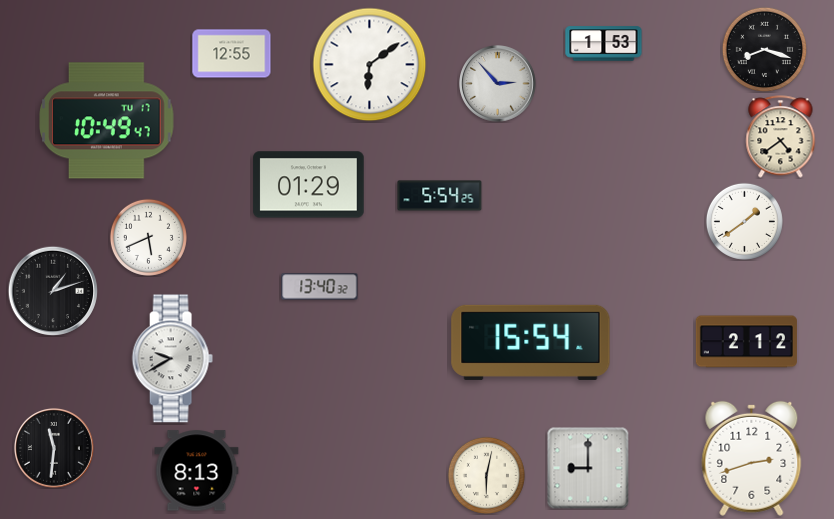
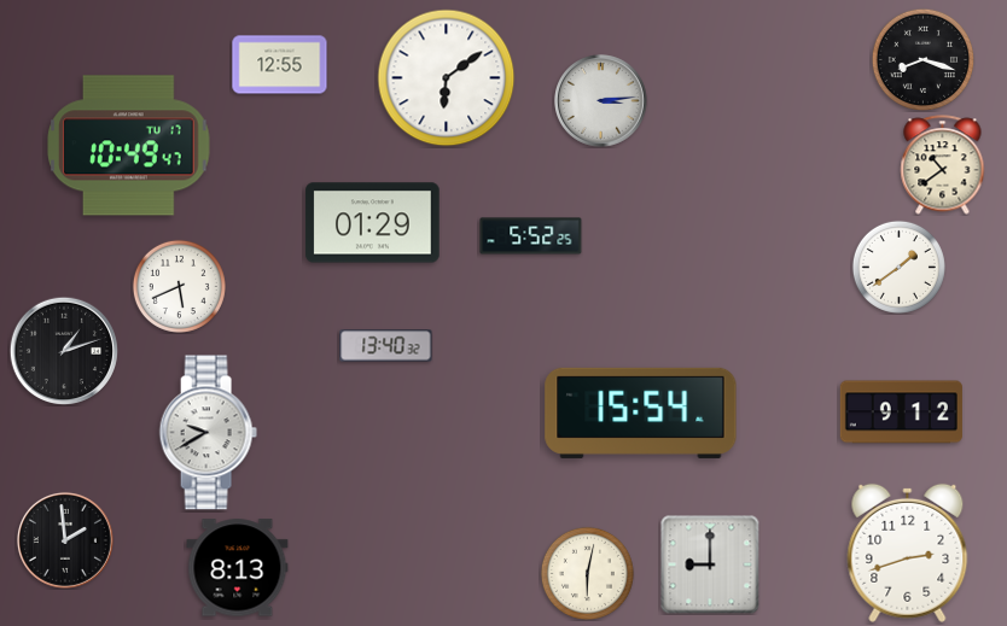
clock at (604, 44): 1:53 -> none
clock at (498, 84): 2:53 -> 3:14
clock at (781, 137): 4:39 -> 10:39
clock at (440, 196): 5:54 -> 5:52
clock at (746, 342): 2:12 -> 9:12
clock at (54, 448): 11:31 -> 1:59
